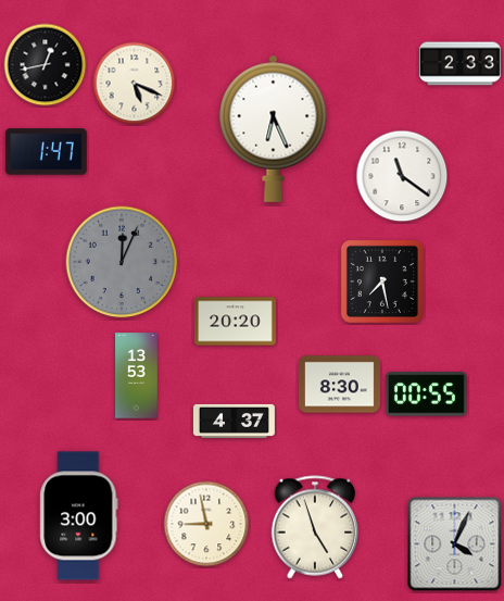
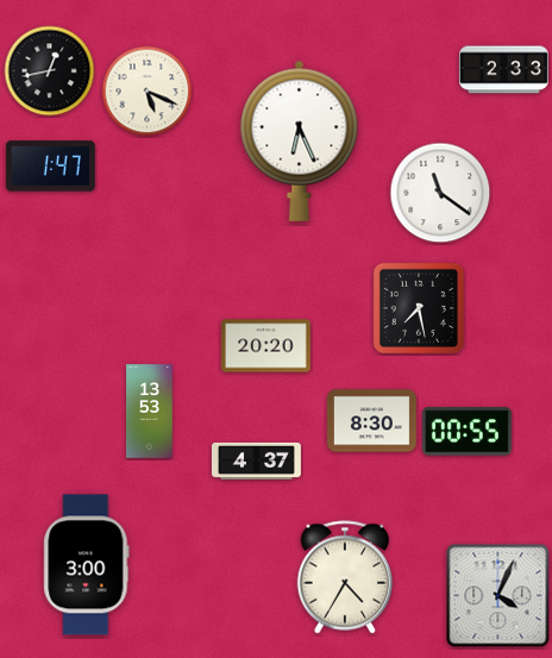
clock at (122, 262): 12:04 -> none
clock at (235, 322) position: (235, 322) -> (265, 346)
clock at (206, 524): 8:58 -> none
clock at (315, 527): 4:57 -> 4:35
